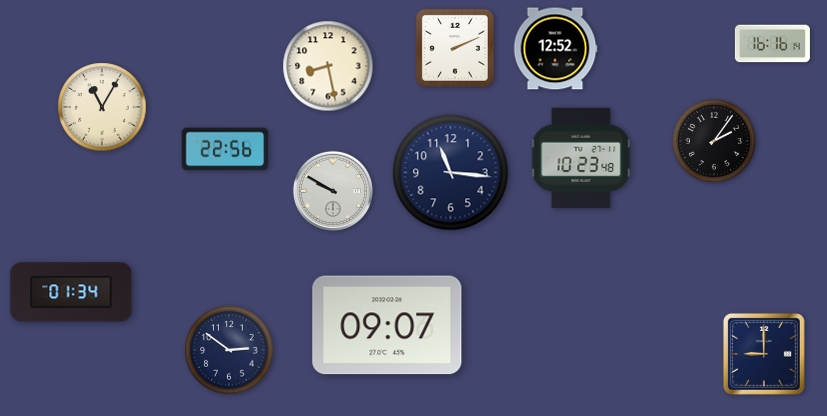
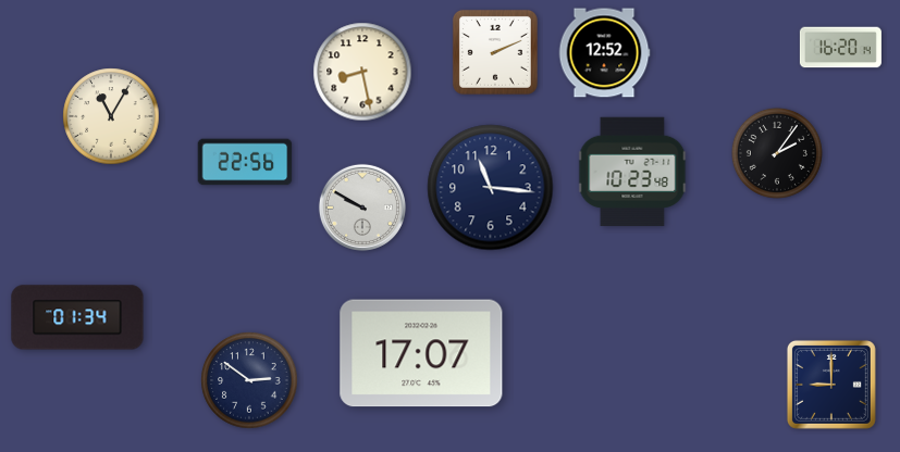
clock at (772, 44): 16:16 -> 16:20
clock at (328, 66) position: (328, 66) -> (362, 72)
clock at (387, 325): 09:07 -> 17:07
